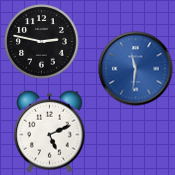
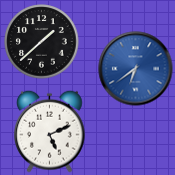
clock at (42, 42): 2:47 -> 1:38
clock at (136, 69): 11:31 -> 6:39
